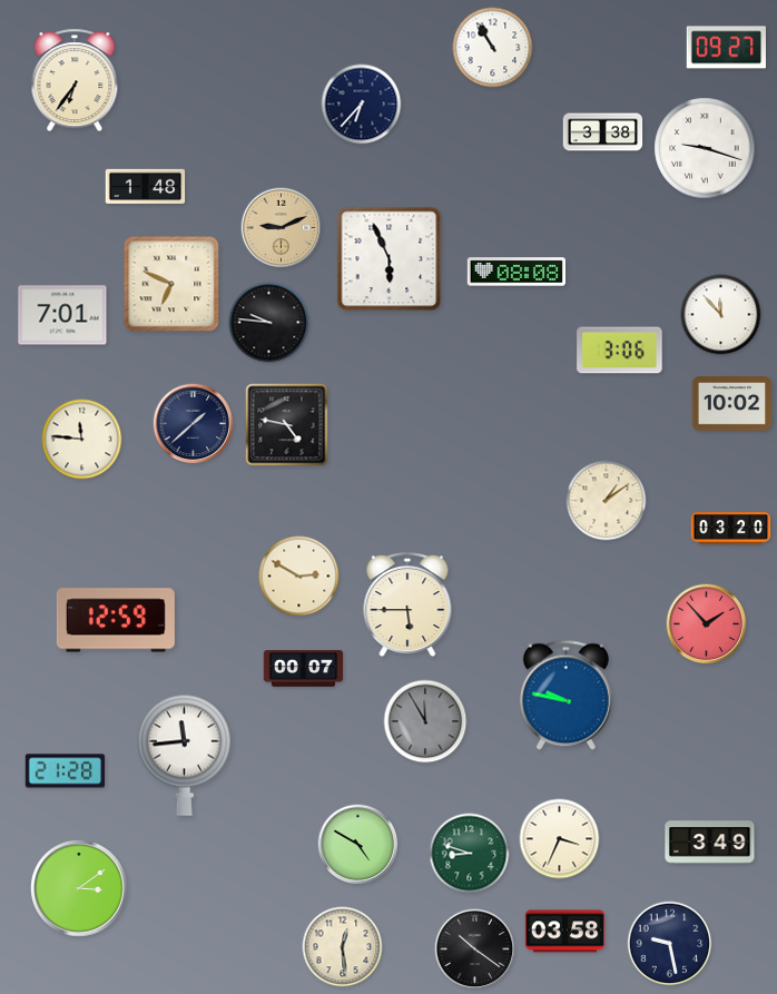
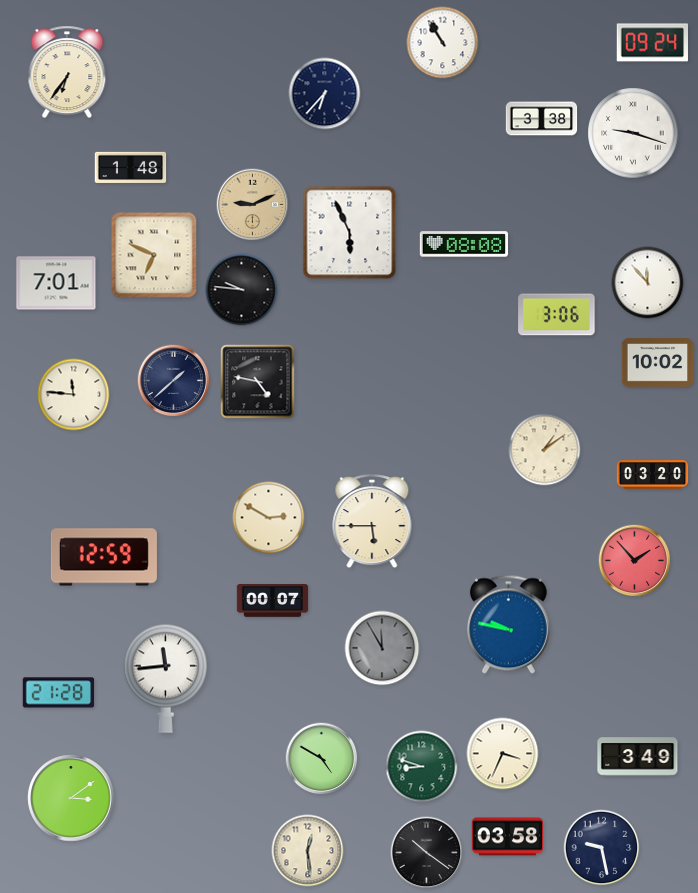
clock at (726, 48): 09:27 -> 09:24
clock at (731, 529) position: (731, 529) -> (653, 475)
clock at (407, 606) position: (407, 606) -> (372, 522)
